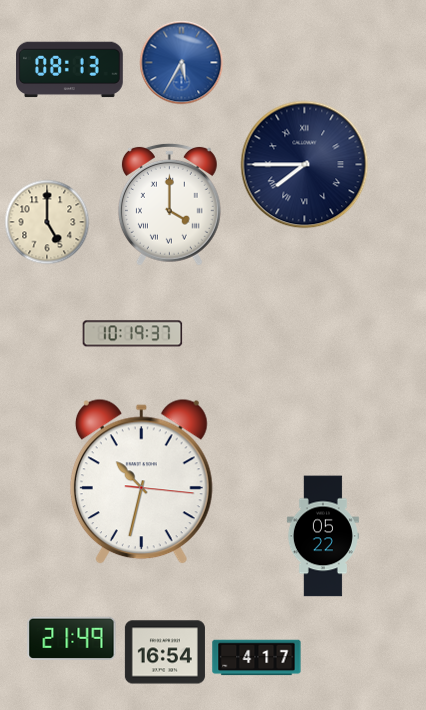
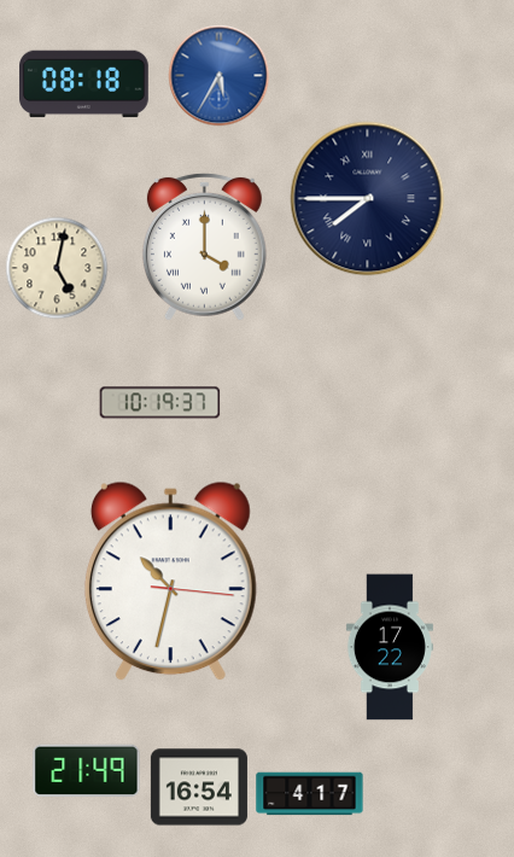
clock at (70, 70): 08:13 -> 08:18
clock at (47, 222): 5:00 -> 5:02
clock at (323, 536): 05:22 -> 17:22
